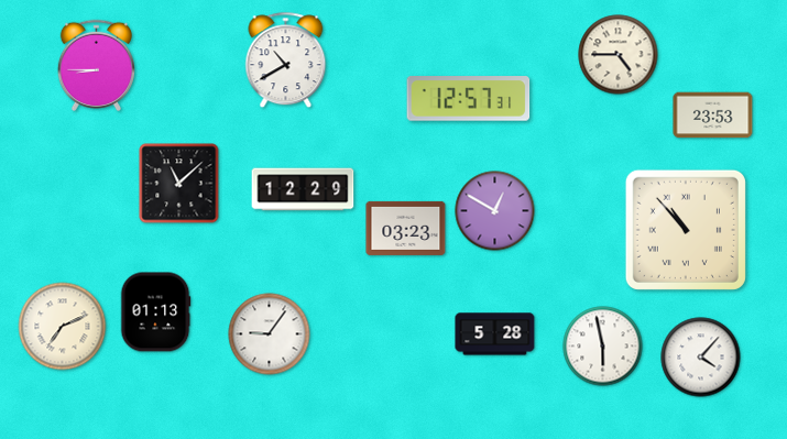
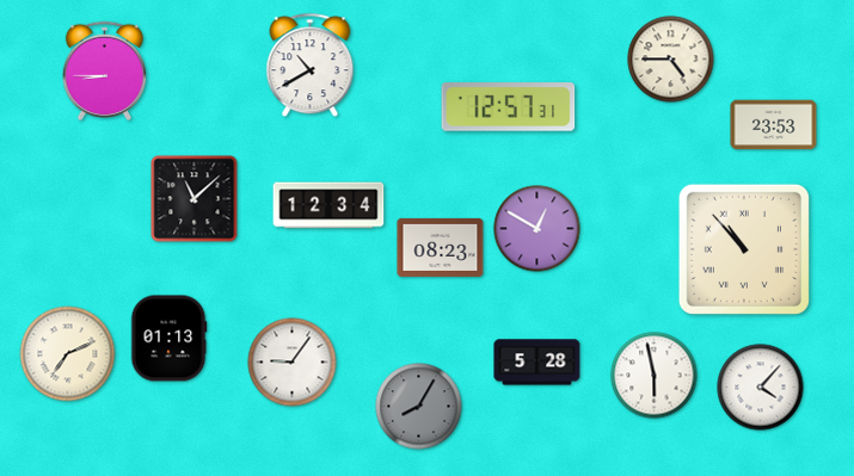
clock at (303, 189): 12:29 -> 12:34
clock at (406, 228): 03:23 -> 08:23
clock at (419, 407): none -> 8:05
